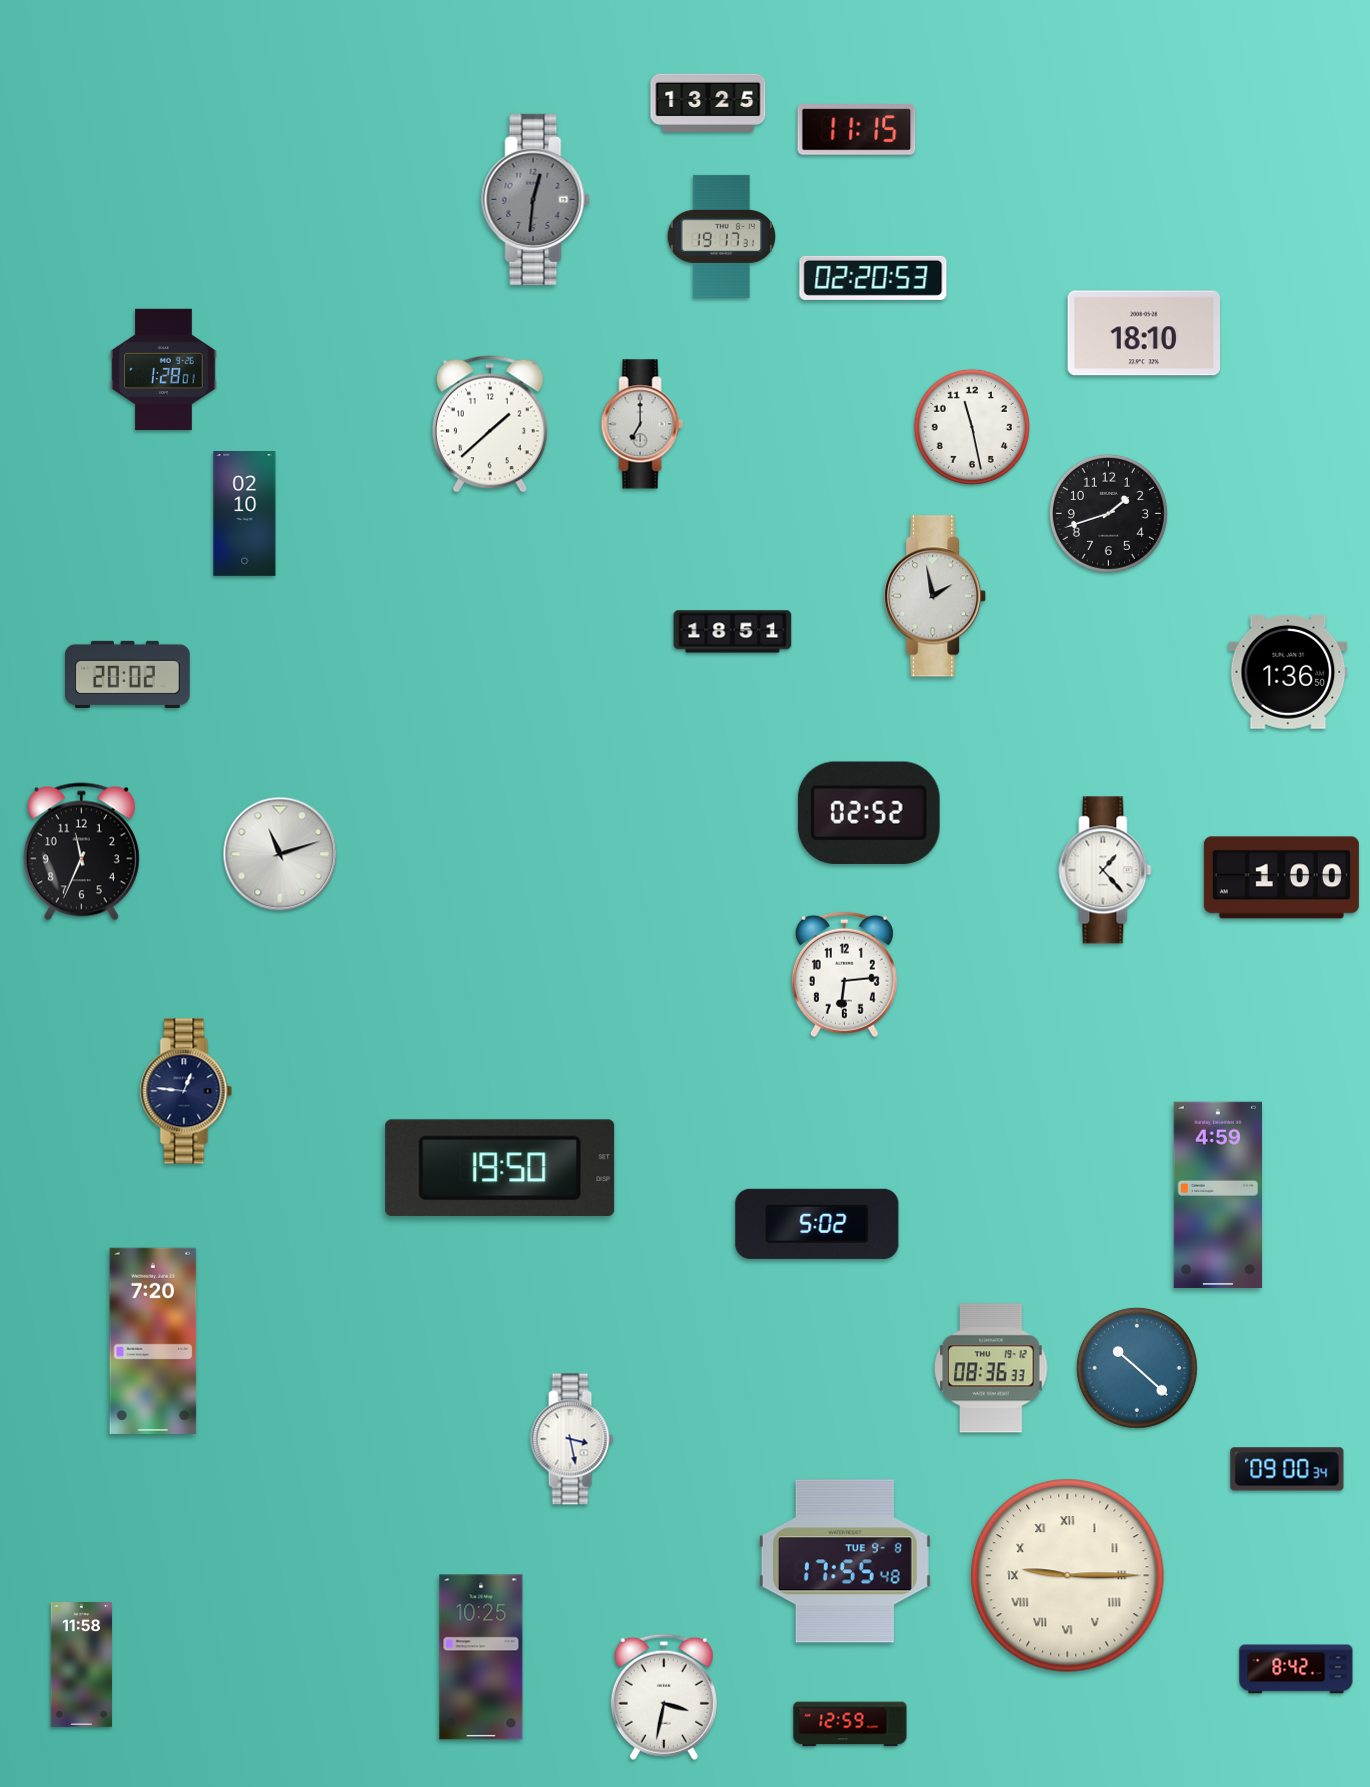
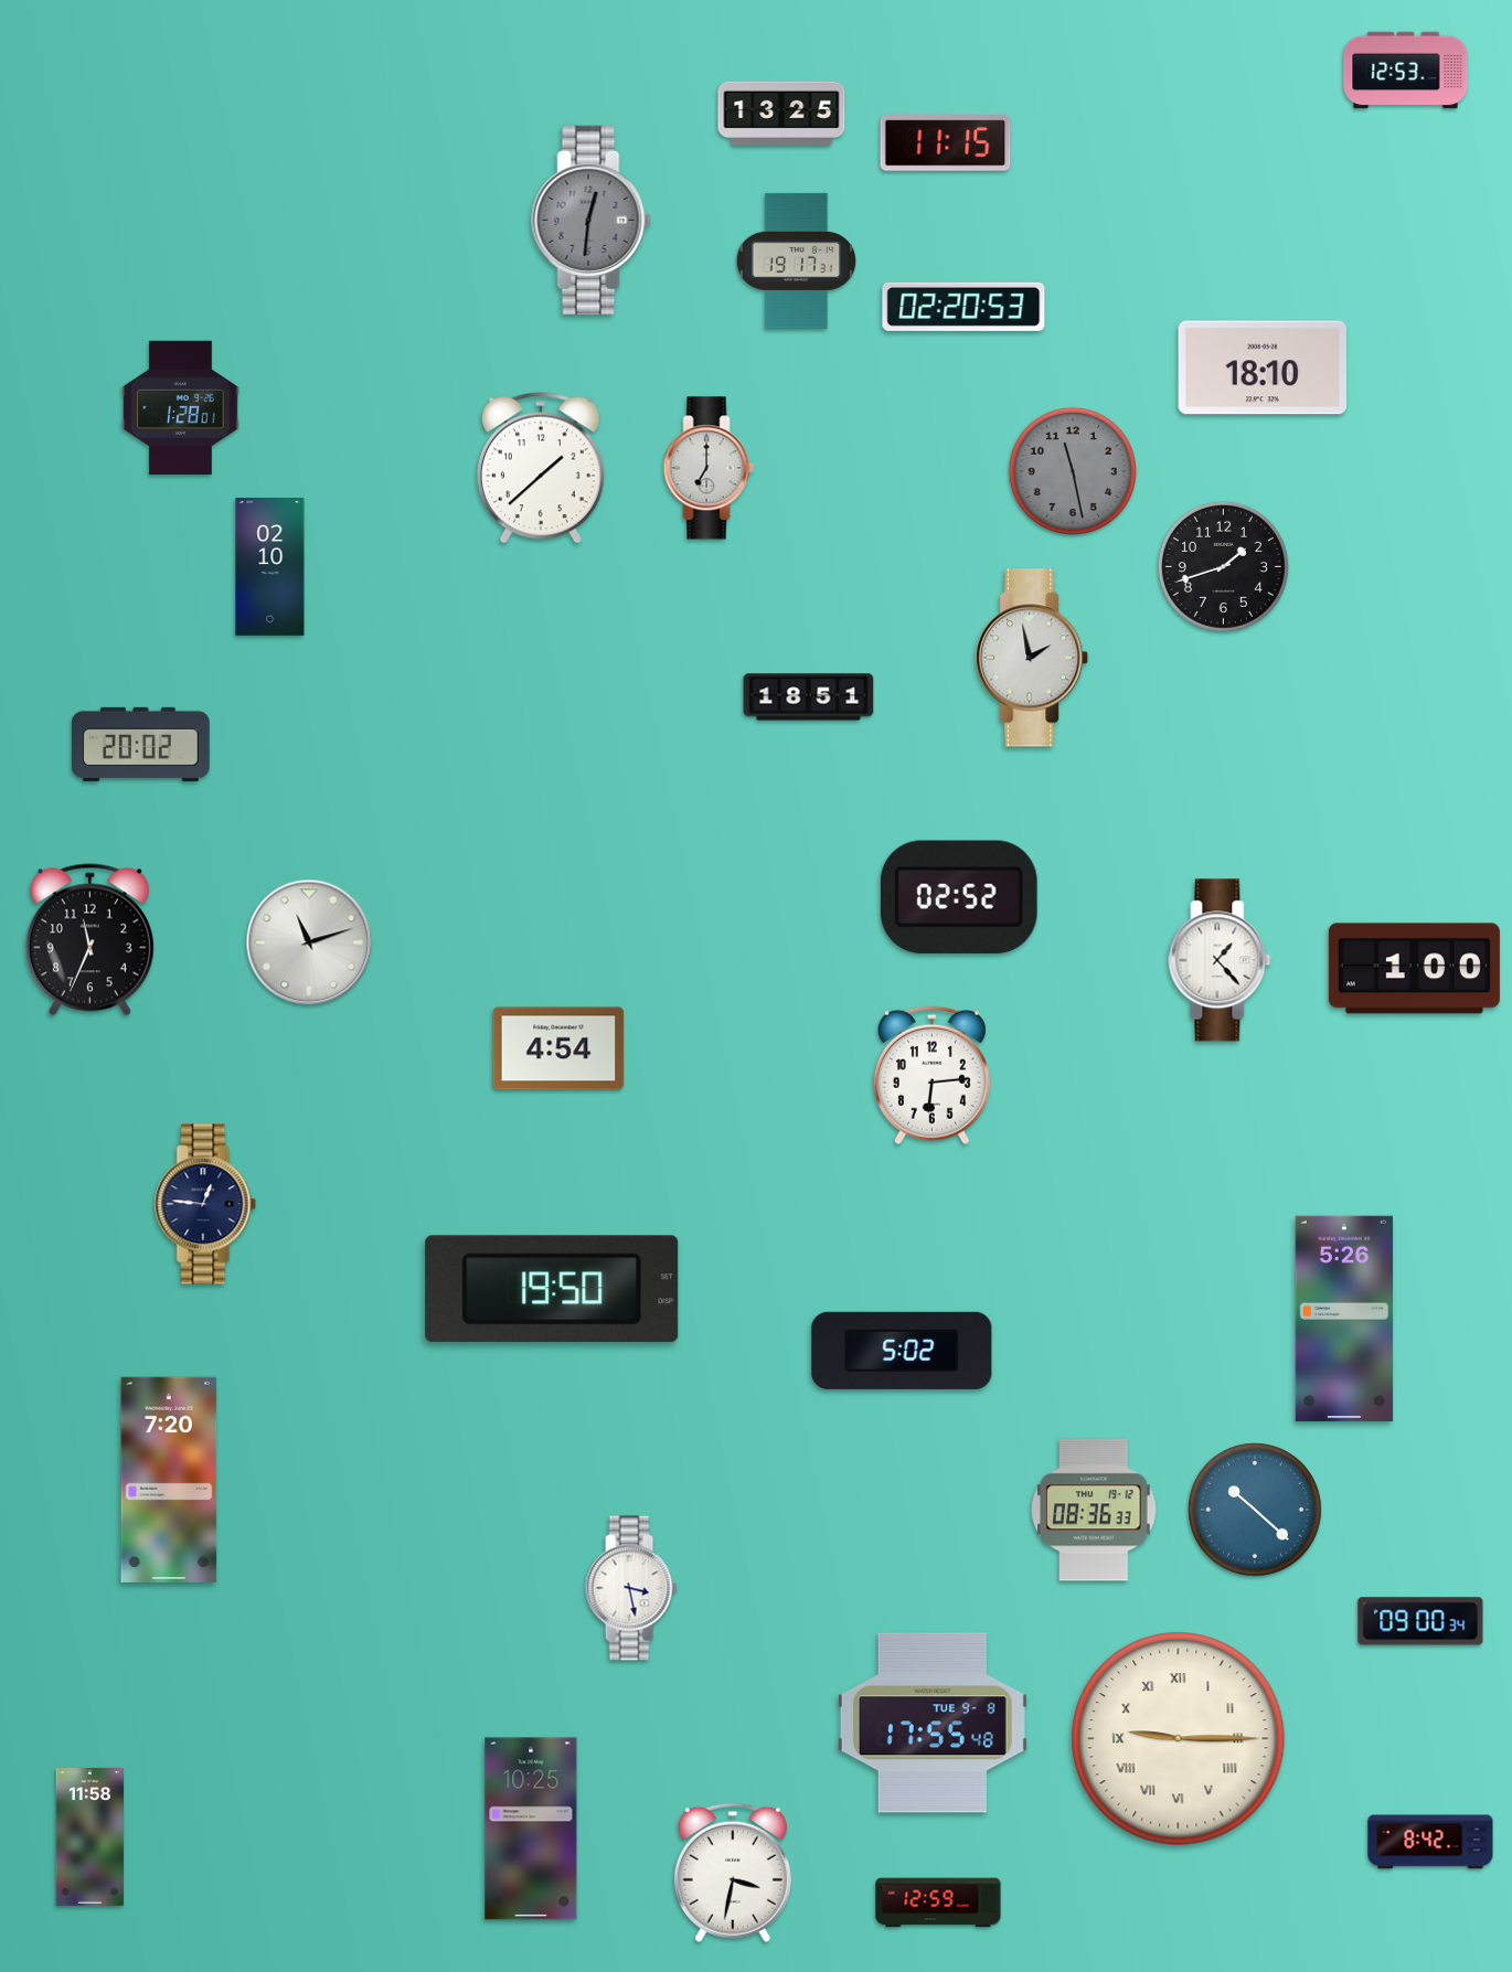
clock at (1406, 71): none -> 12:53
clock at (972, 427) dial: white -> grey
clock at (1288, 672): 1:36 -> none
clock at (558, 1048): none -> 4:54
clock at (1217, 1195): 4:59 -> 5:26
